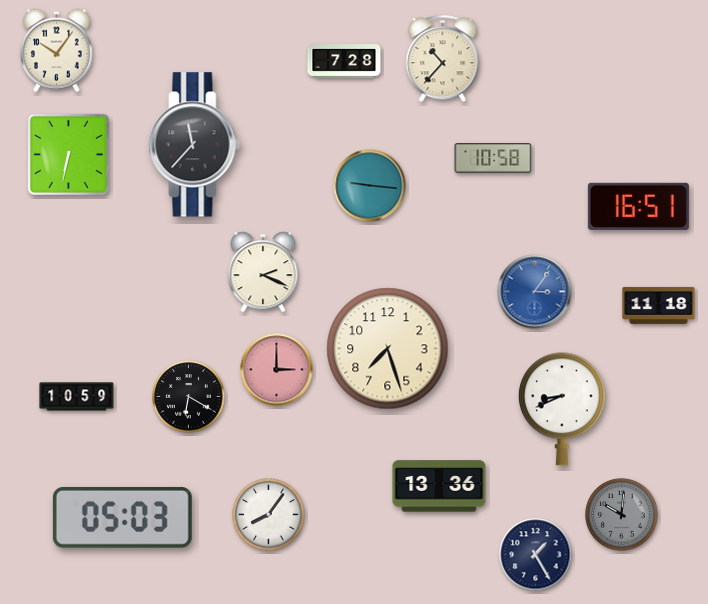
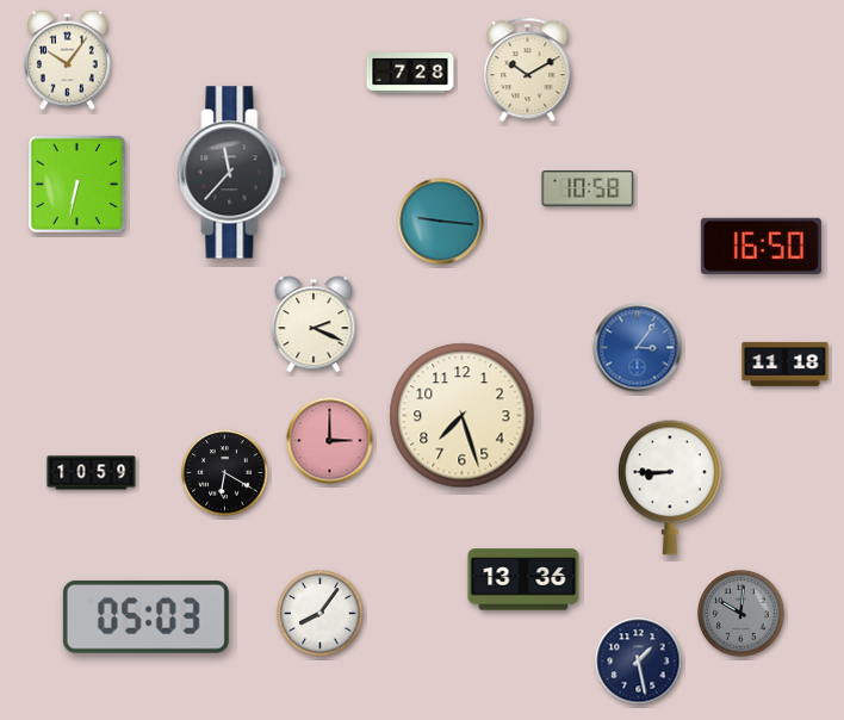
clock at (443, 59): 10:37 -> 10:10
clock at (68, 154) position: (68, 154) -> (76, 184)
clock at (638, 206): 16:51 -> 16:50
clock at (562, 409): 8:41 -> 8:45
clock at (536, 555): 1:25 -> 1:28
